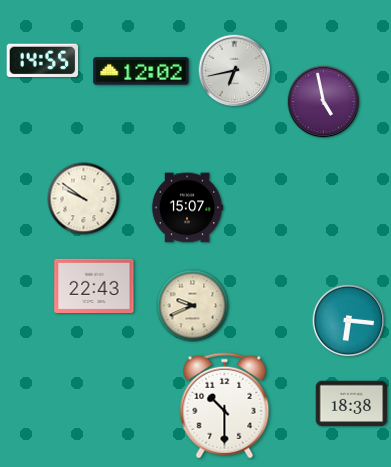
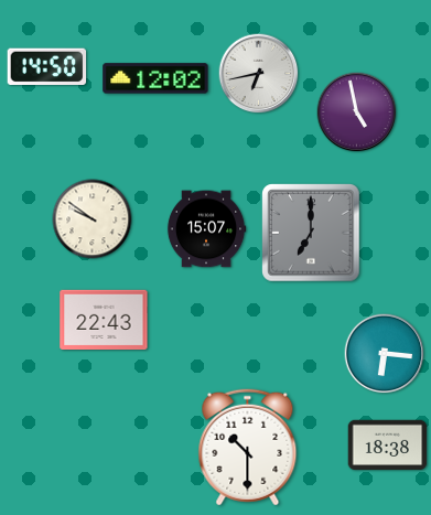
clock at (43, 61): 14:55 -> 14:50
clock at (235, 71) position: (235, 71) -> (259, 74)
clock at (311, 233): none -> 7:00
clock at (94, 286) position: (94, 286) -> (104, 320)
clock at (193, 306): 9:41 -> none
